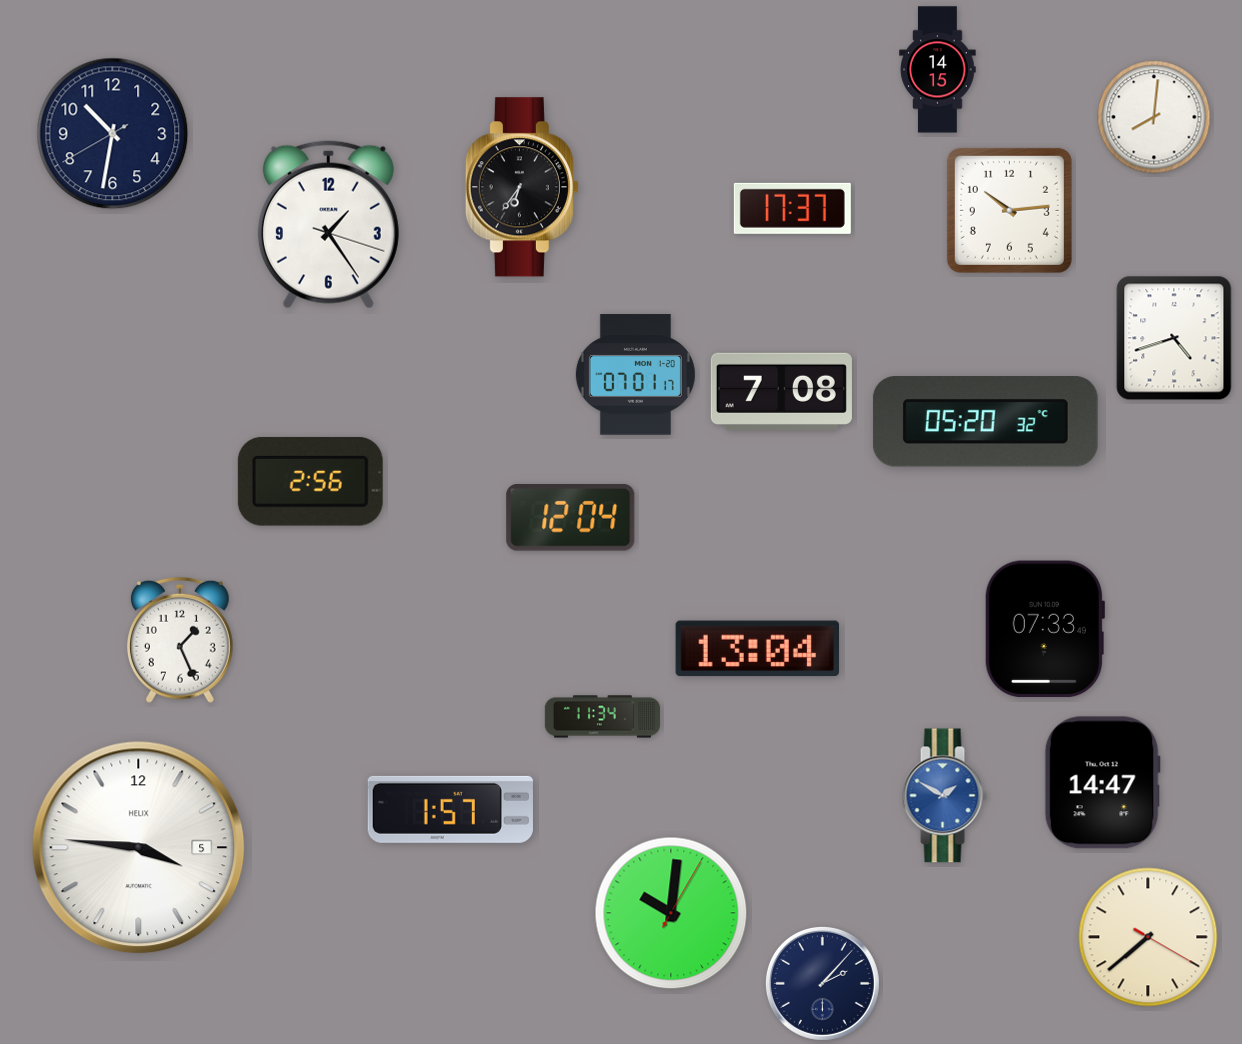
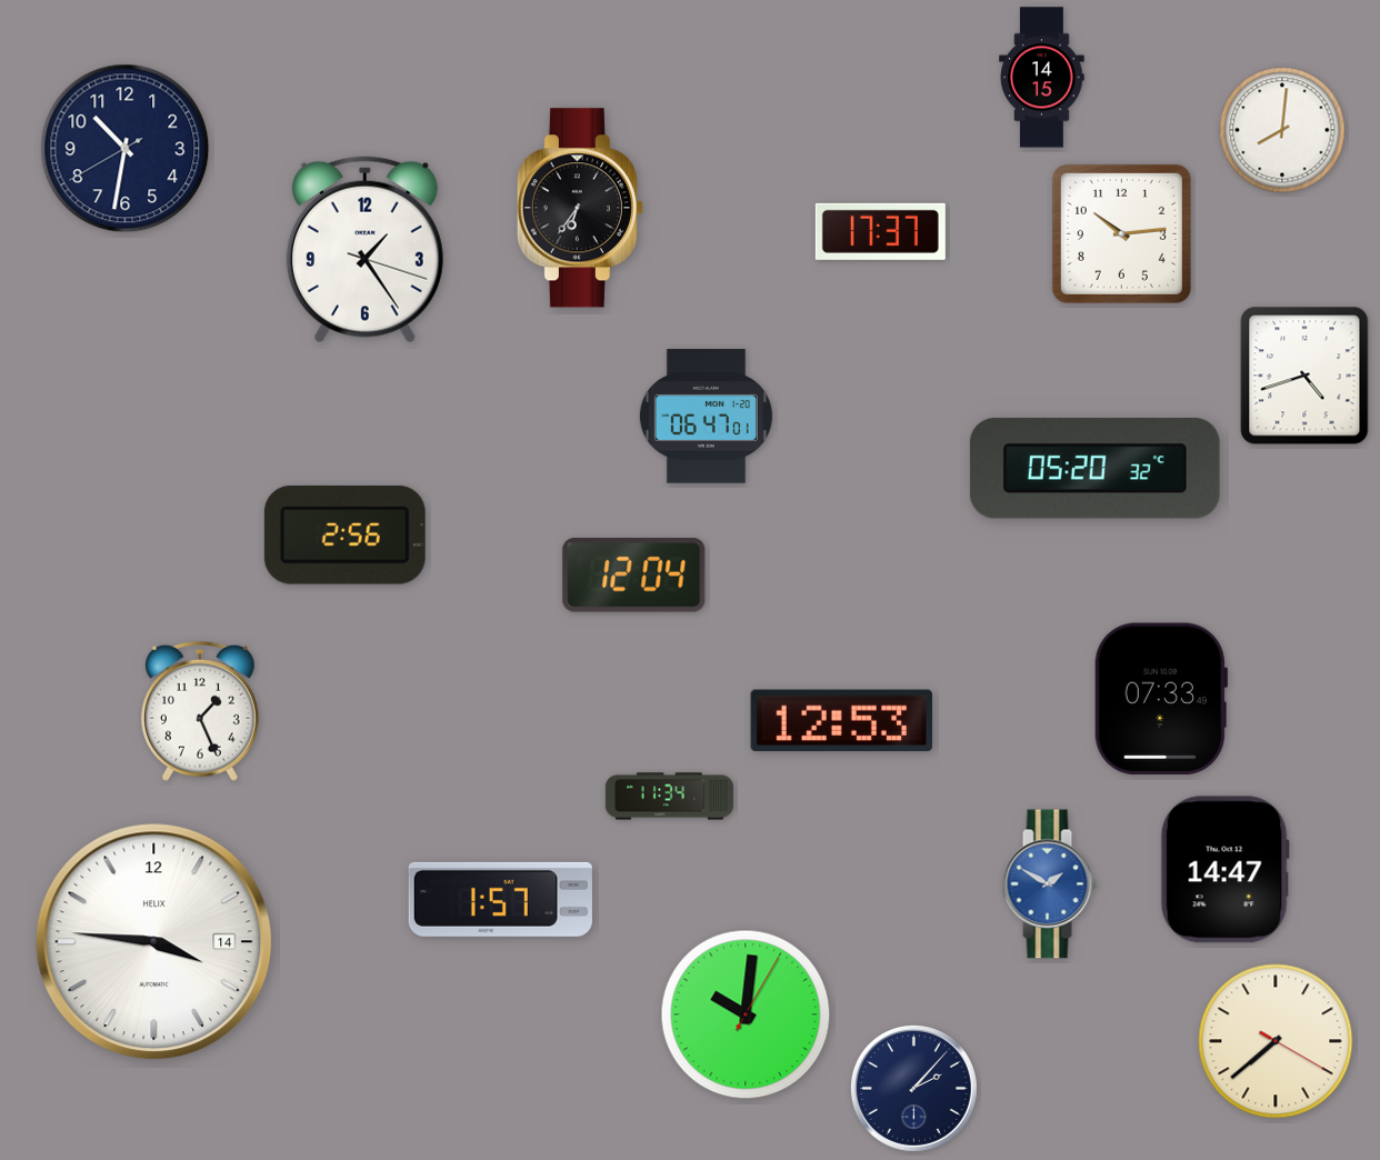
clock at (635, 375): 07:01 -> 06:47
clock at (781, 391): 7:08 -> none
clock at (757, 649): 13:04 -> 12:53
clock at (139, 848) date: 5 -> 14
clock at (822, 983) position: (822, 983) -> (913, 1088)
